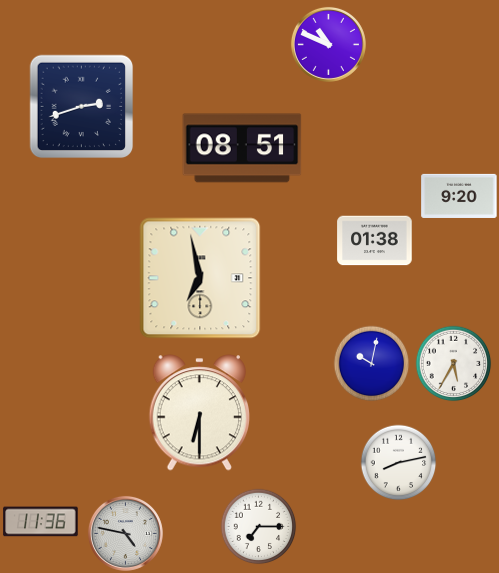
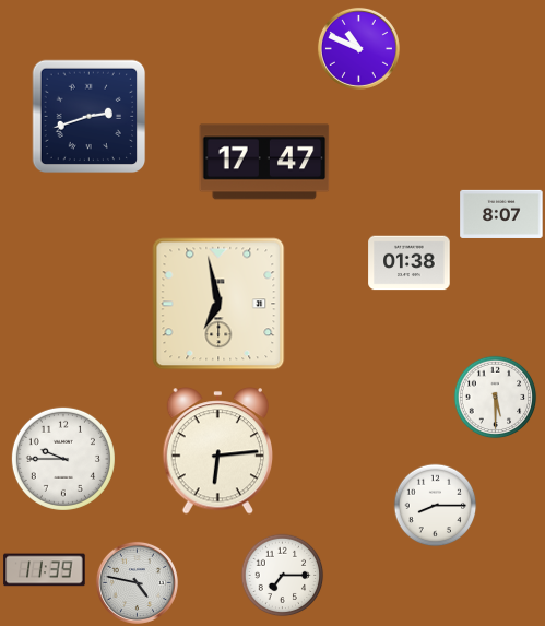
clock at (242, 148): 08:51 -> 17:47
clock at (459, 196): 9:20 -> 8:07
clock at (372, 364): 10:02 -> none
clock at (454, 364): 5:35 -> 5:30
clock at (199, 413): 6:30 -> 6:14
clock at (63, 459): none -> 9:45
clock at (399, 463): 8:13 -> 8:15
clock at (41, 522): 11:36 -> 11:39
